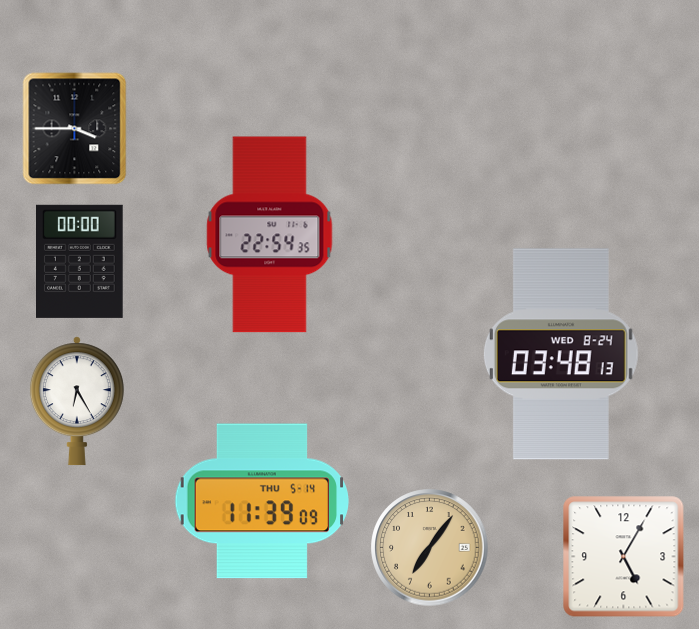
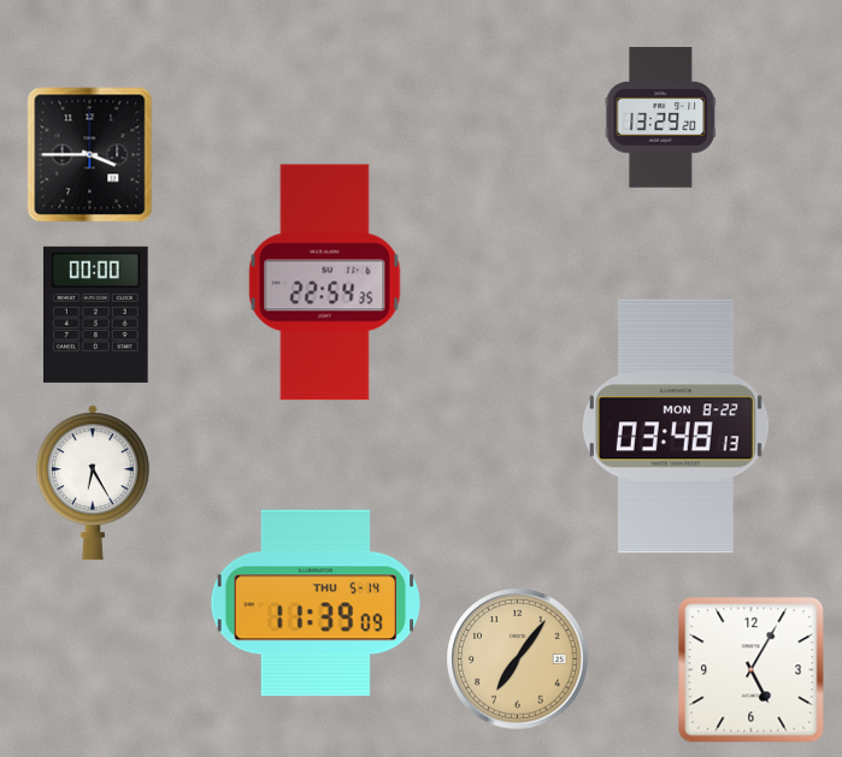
clock at (661, 118): none -> 13:29
clock at (561, 354) date: WED 8-24 -> MON 8-22
